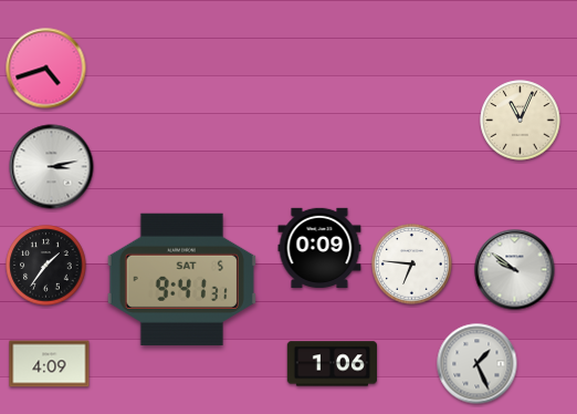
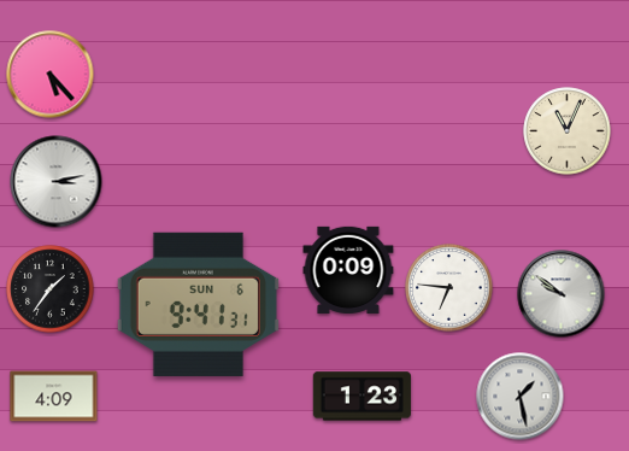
clock at (46, 69): 4:42 -> 5:23
clock at (181, 279) date: SAT 5 -> SUN 6
clock at (332, 364): 1:06 -> 1:23
clock at (478, 364): 1:26 -> 1:28
